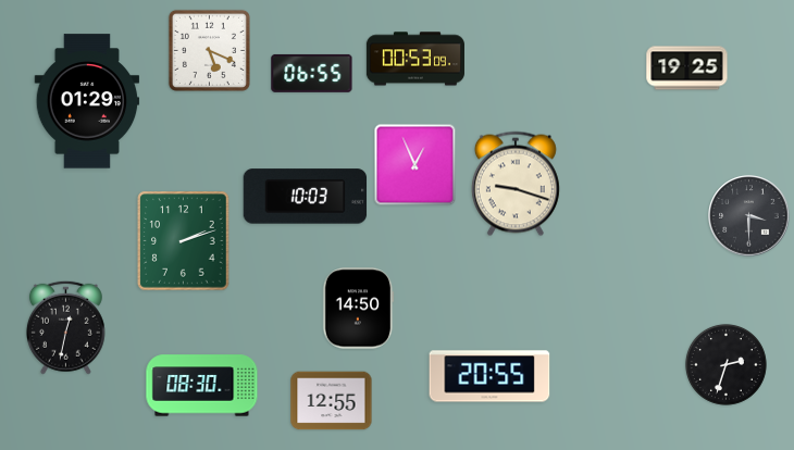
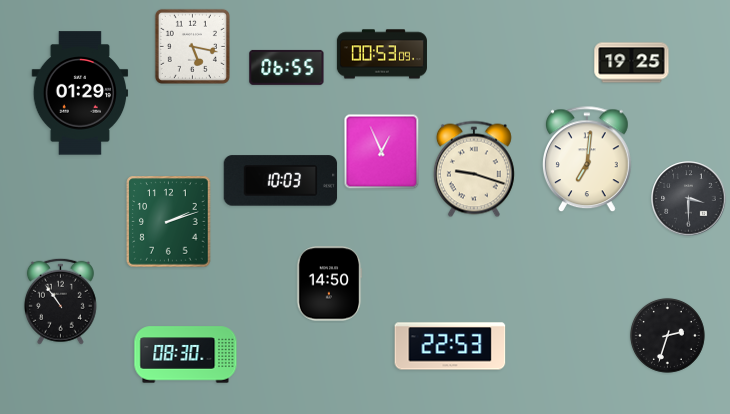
clock at (209, 50): 5:19 -> 5:17
clock at (587, 160): none -> 7:01
clock at (65, 327): 12:32 -> 10:54
clock at (489, 376): 20:55 -> 22:53
clock at (332, 401): 12:55 -> none
